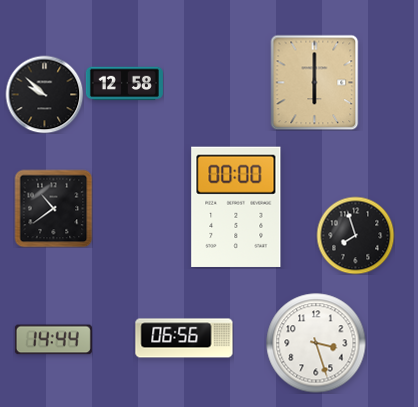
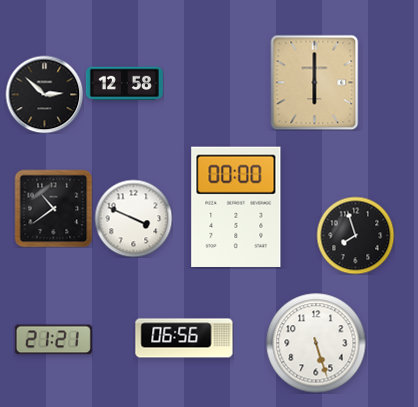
clock at (44, 94): 9:52 -> 2:52
clock at (133, 218): none -> 3:49
clock at (53, 340): 14:44 -> 21:21
clock at (316, 343): 3:27 -> 5:27
